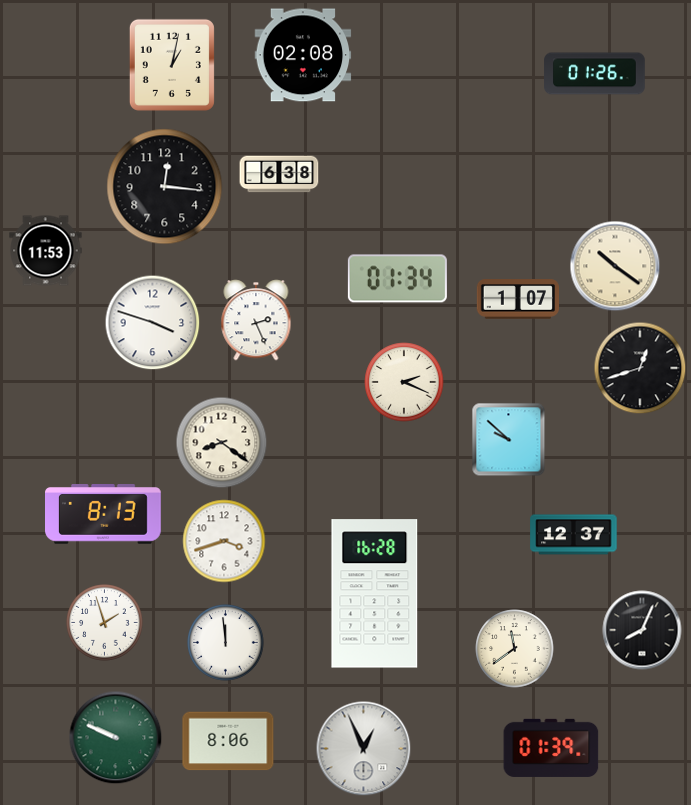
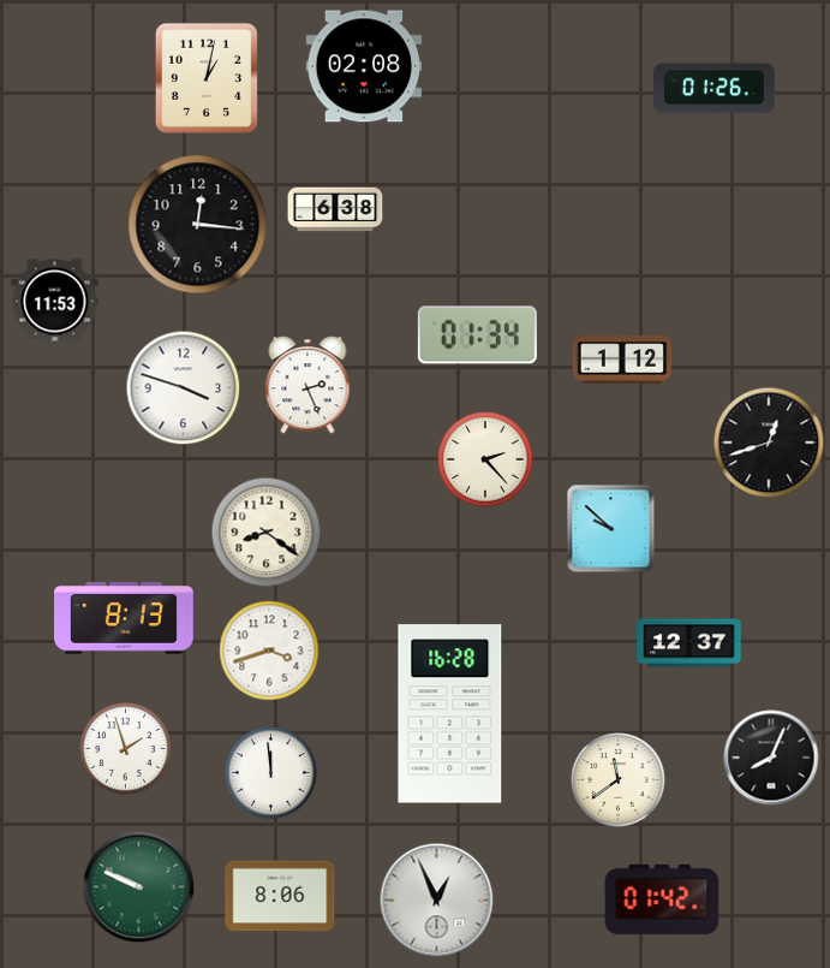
clock at (615, 266): 10:21 -> none
clock at (517, 299): 1:07 -> 1:12
clock at (404, 382): 2:19 -> 2:23
clock at (228, 741) position: (228, 741) -> (280, 896)
clock at (551, 748): 01:39 -> 01:42
